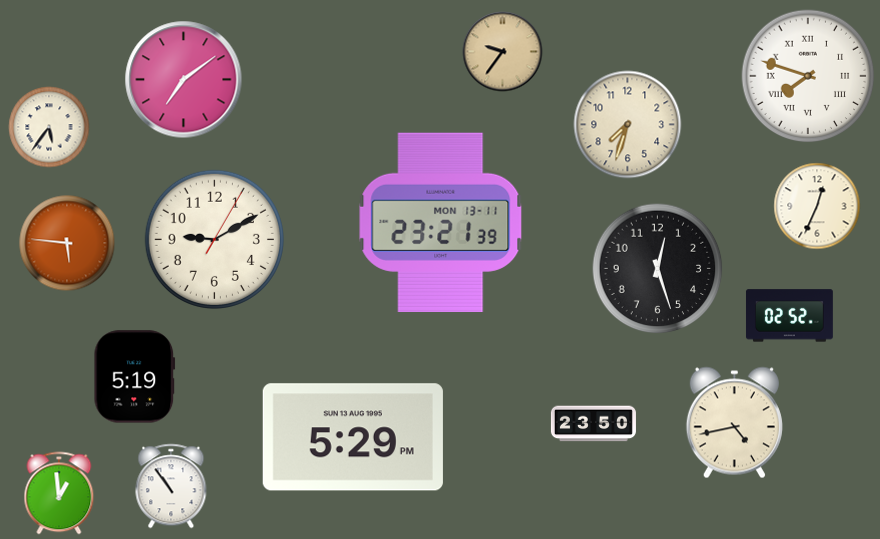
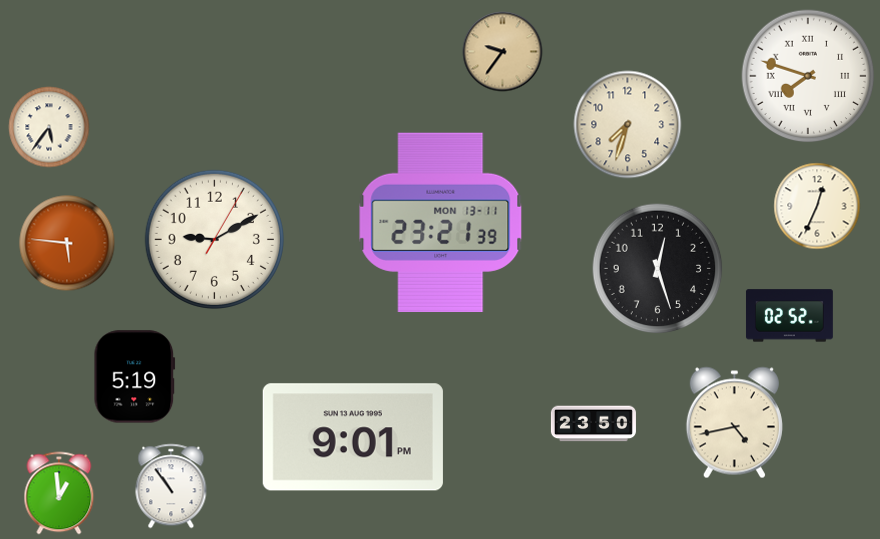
clock at (184, 80): 7:09 -> none
clock at (353, 437): 5:29 -> 9:01
